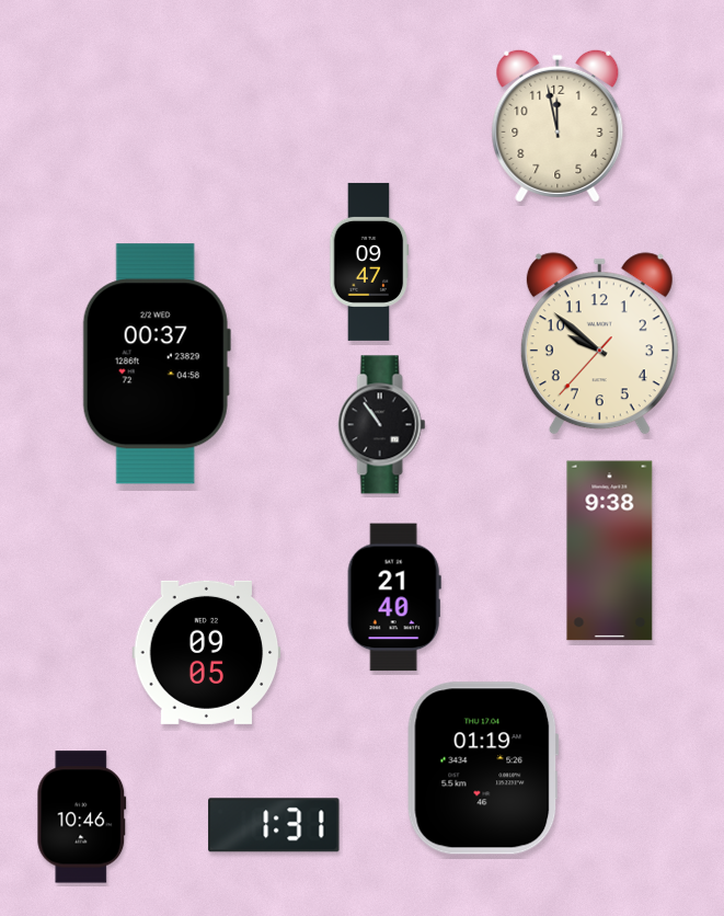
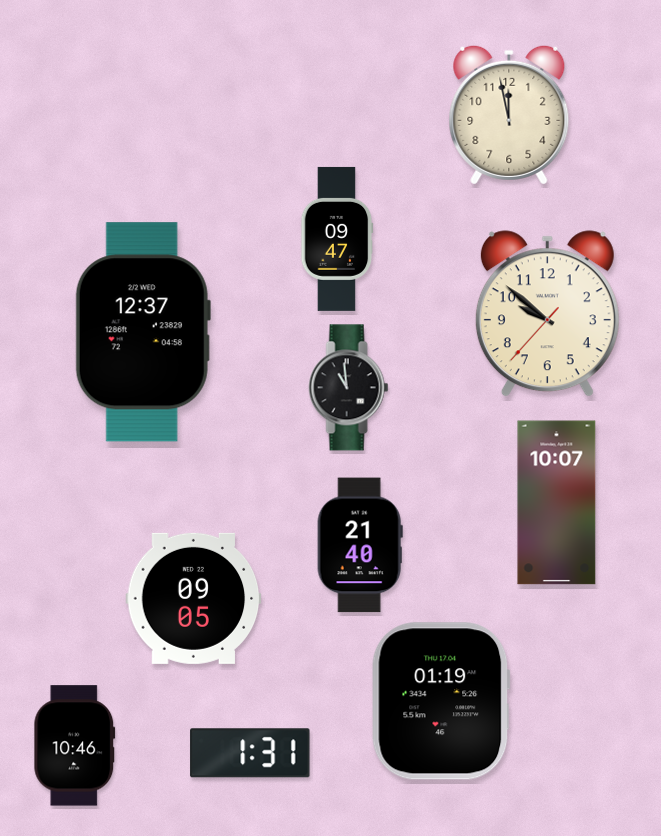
clock at (157, 364): 00:37 -> 12:37
clock at (382, 425): 10:54 -> 10:59
clock at (610, 551): 9:38 -> 10:07
clock at (207, 652) position: (207, 652) -> (194, 598)
